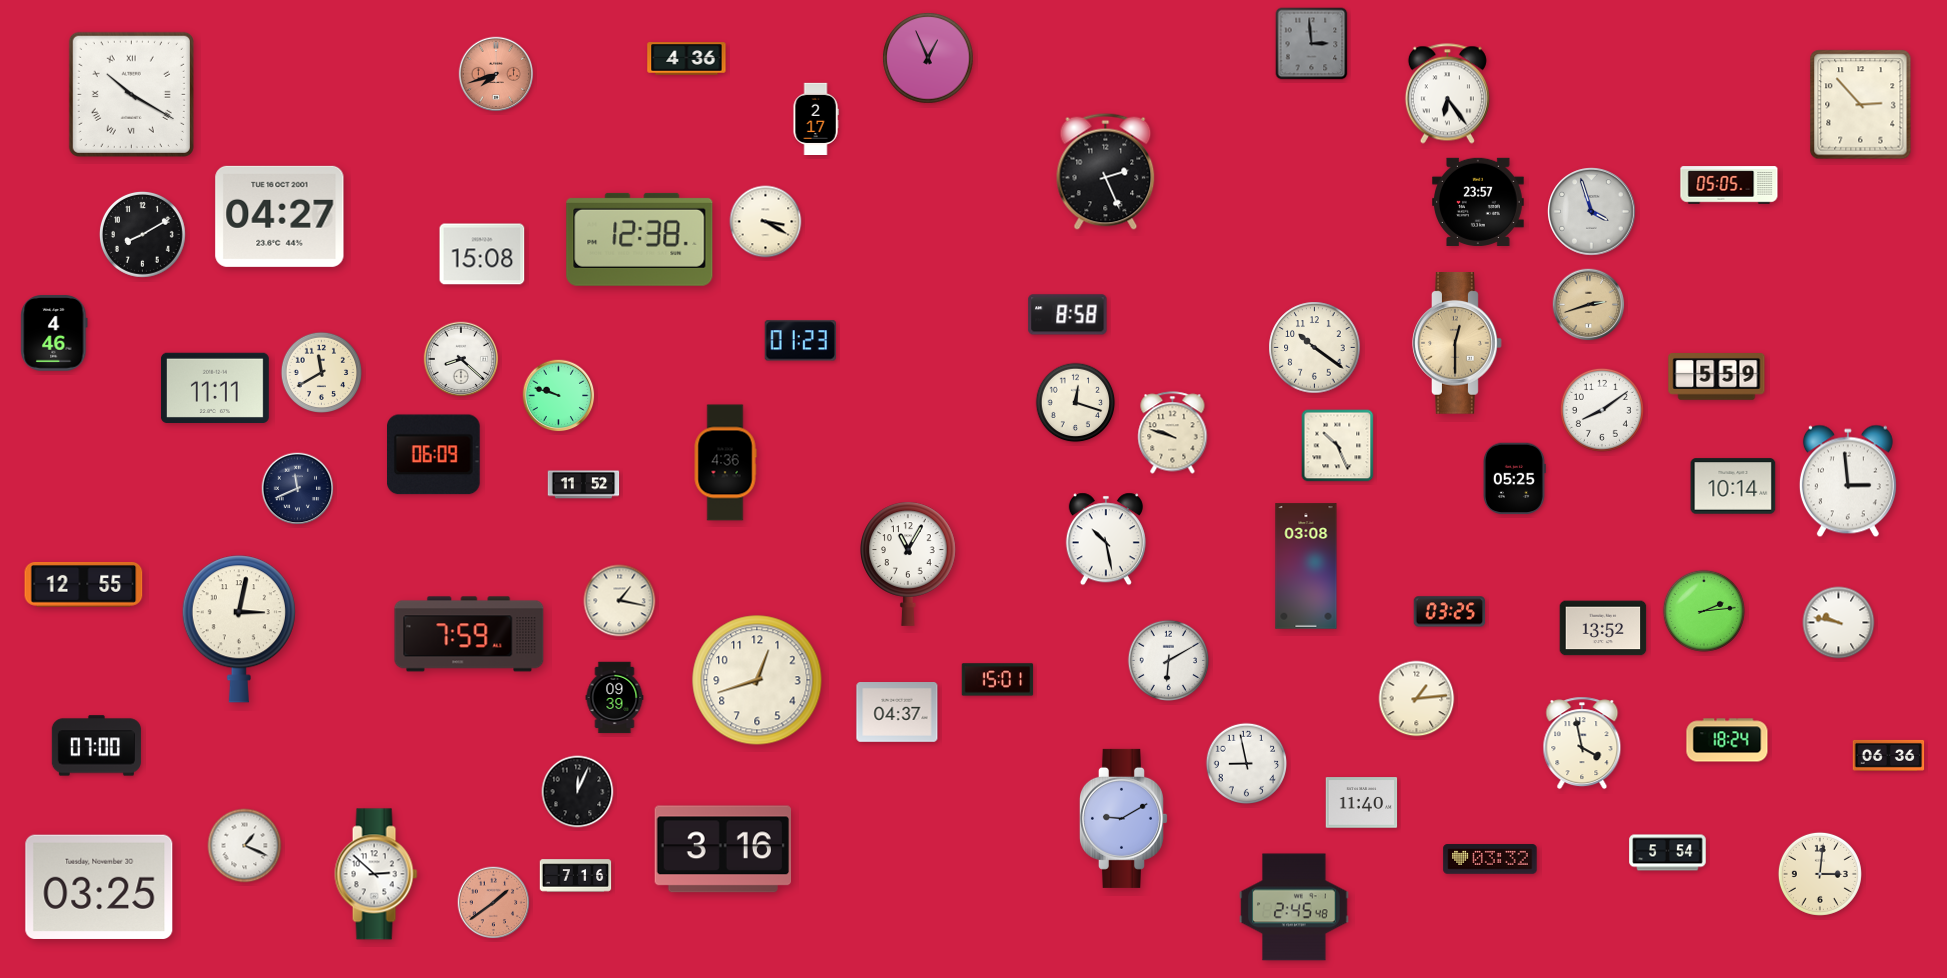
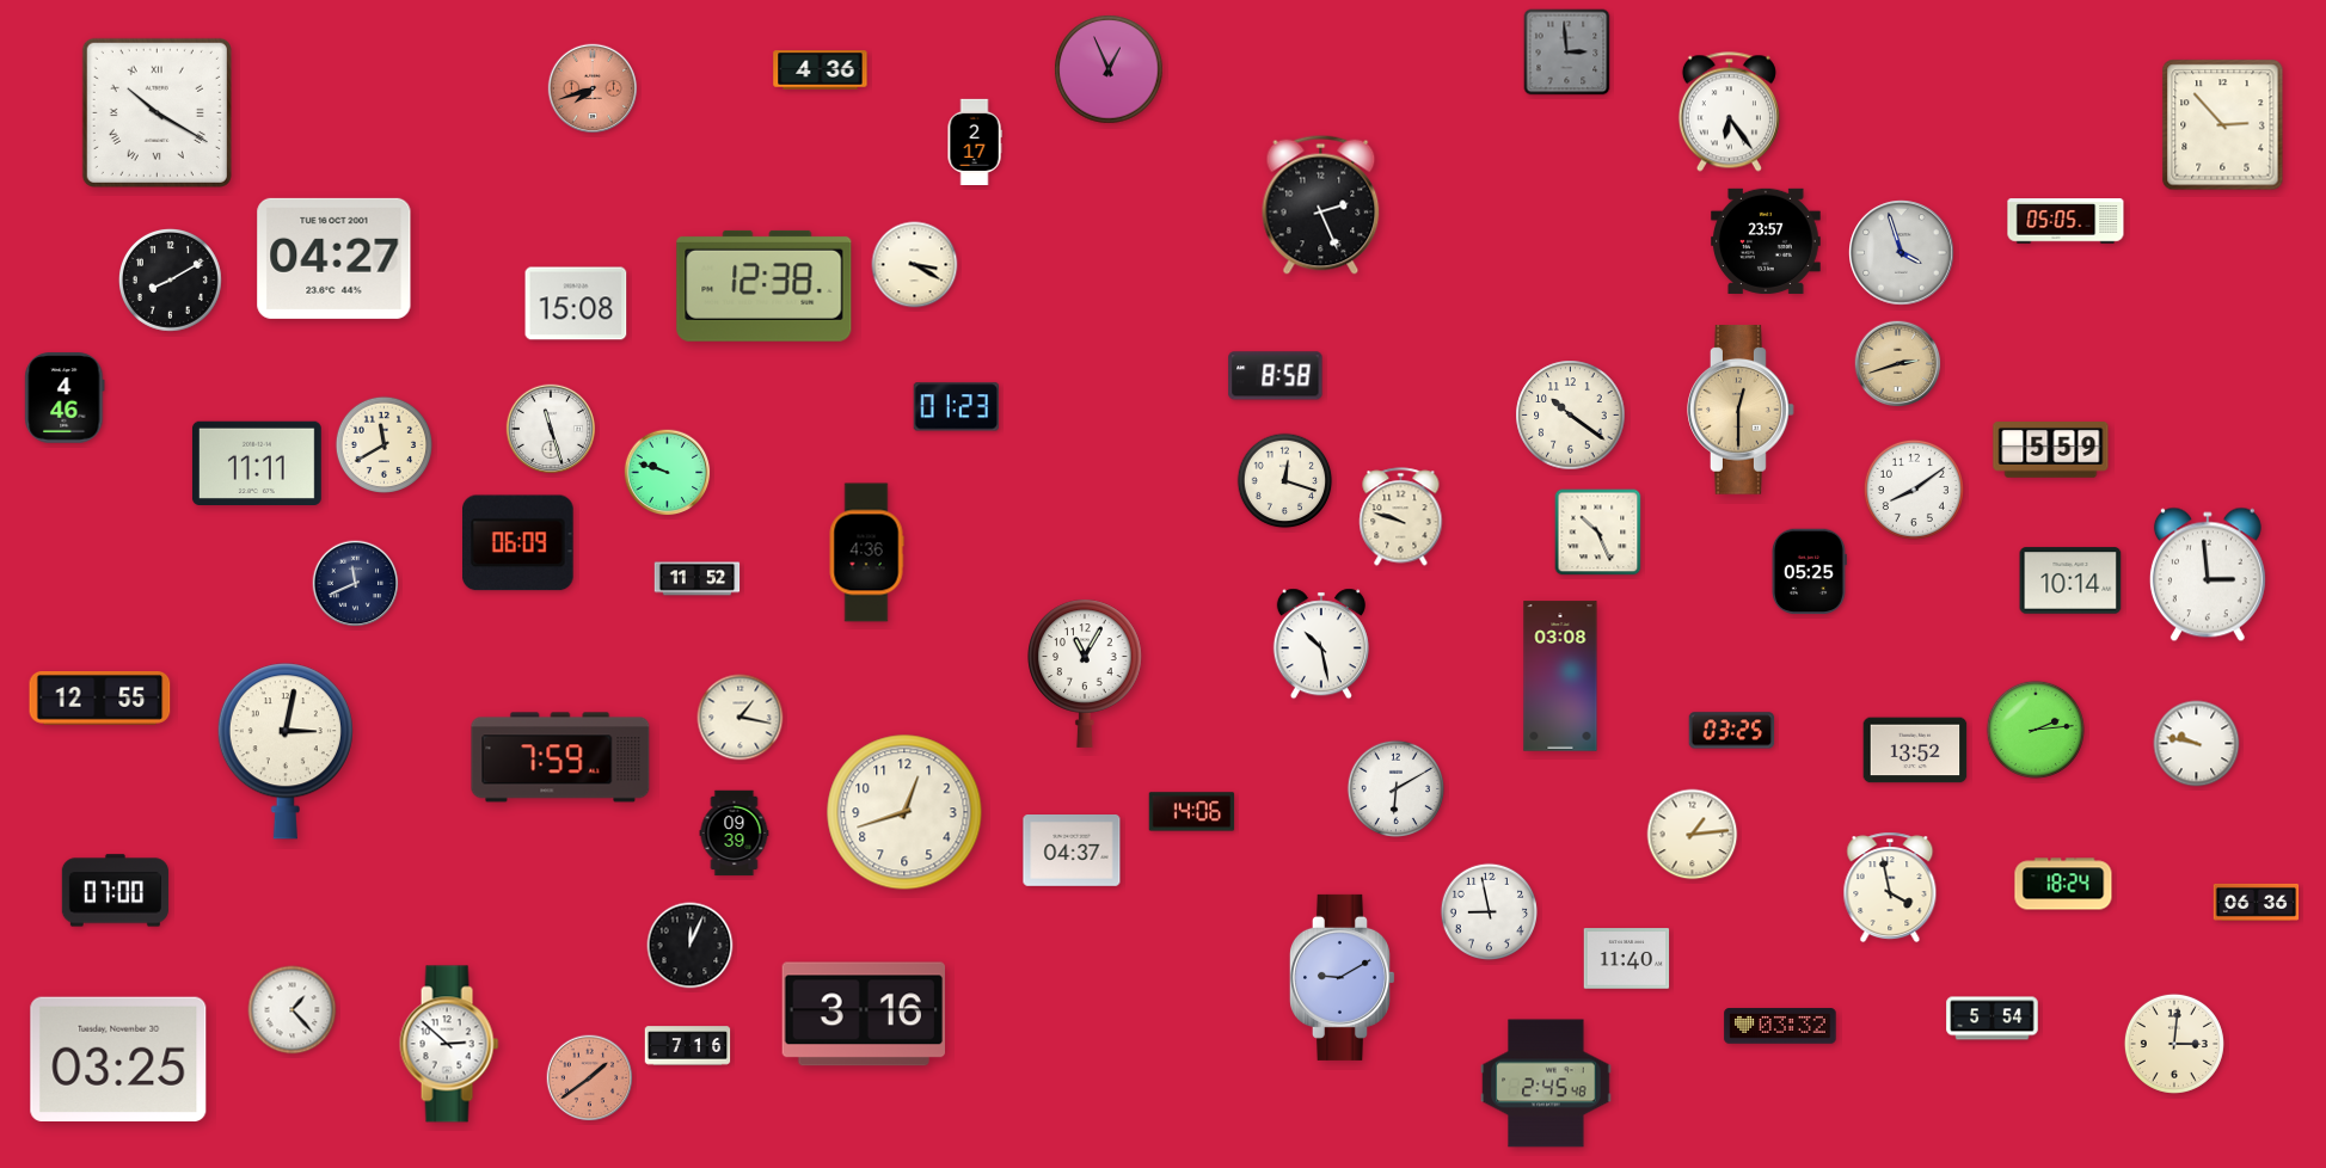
clock at (461, 359): 8:22 -> 11:27
clock at (998, 680): 15:01 -> 14:06
clock at (245, 846): 1:19 -> 1:23
